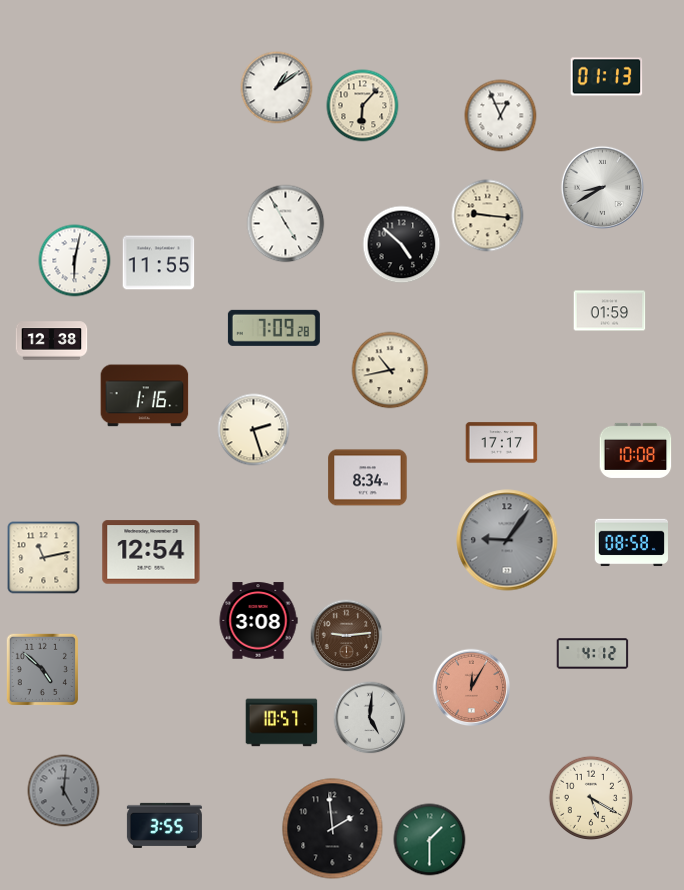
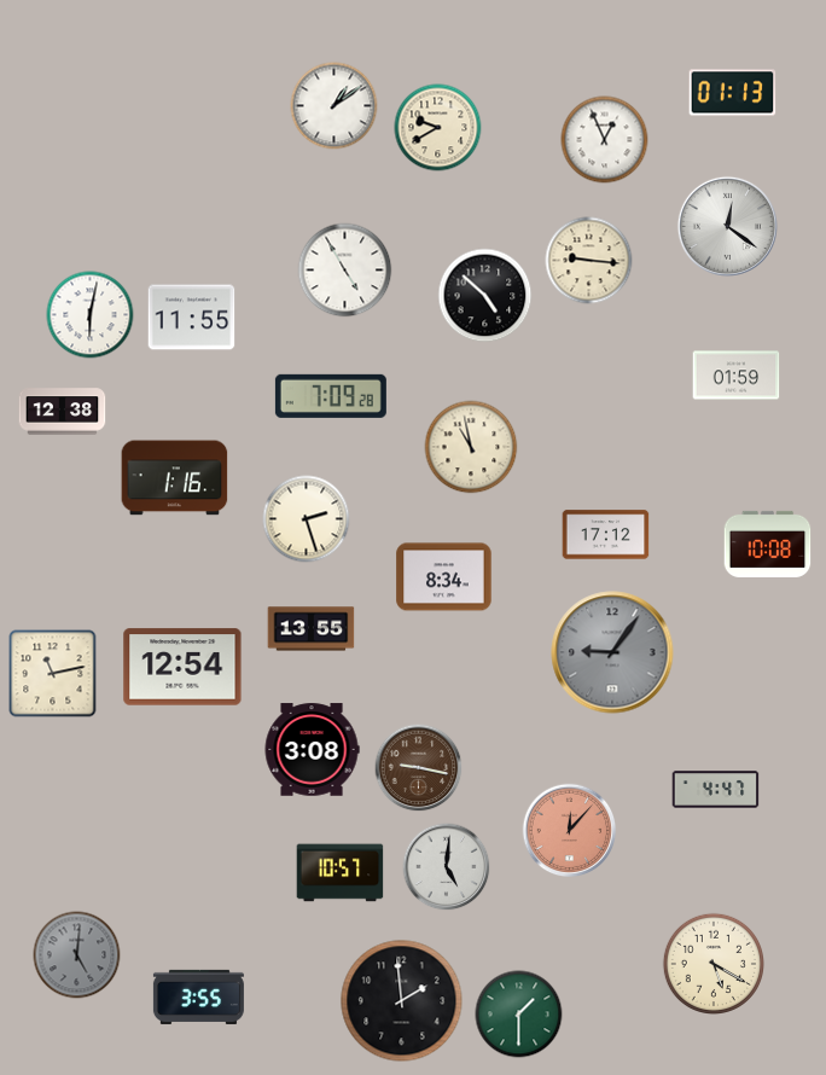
clock at (363, 106): 6:07 -> 9:40
clock at (602, 187): 8:40 -> 12:21
clock at (390, 370): 10:43 -> 10:58
clock at (502, 443): 17:17 -> 17:12
clock at (312, 629): none -> 13:55
clock at (632, 543): 08:58 -> none
clock at (347, 636): 9:14 -> 9:17
clock at (593, 654): 4:12 -> 4:47
clock at (42, 669): 4:52 -> none
clock at (472, 688): 12:05 -> 12:07
